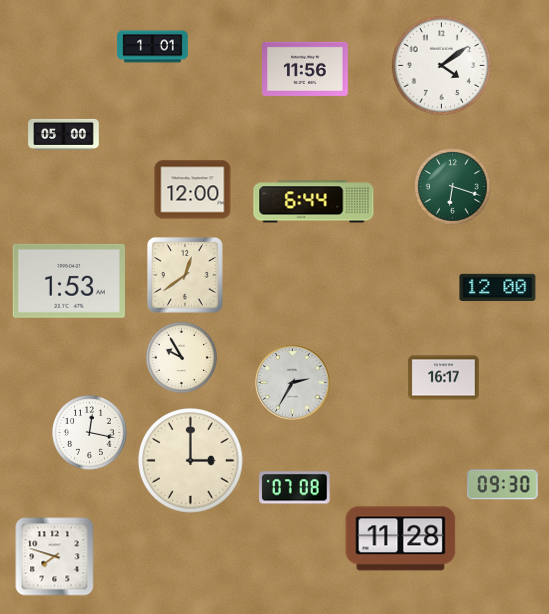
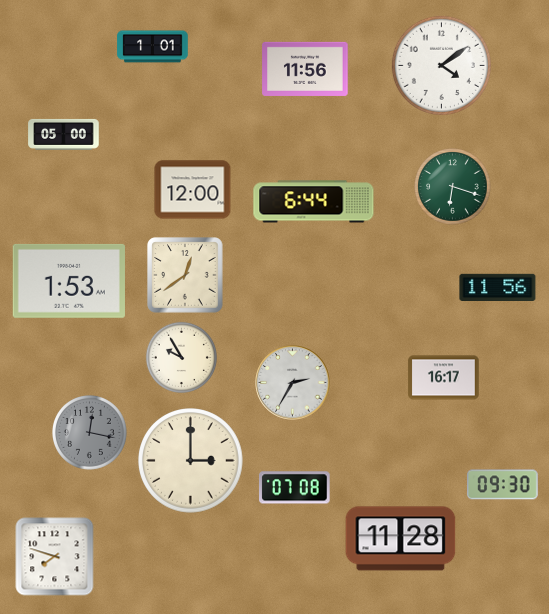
clock at (498, 288): 12:00 -> 11:56
clock at (90, 433) dial: white -> grey
